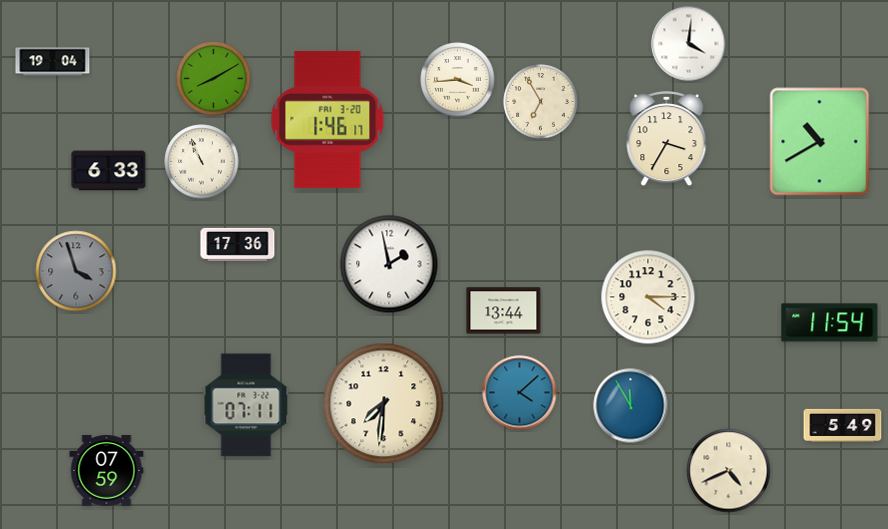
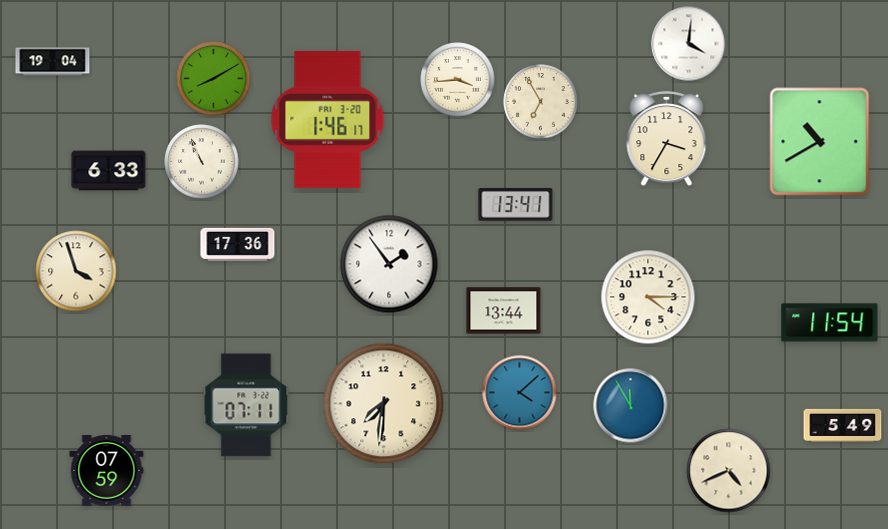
clock at (516, 205): none -> 13:41
clock at (389, 264): 1:58 -> 1:54
clock at (76, 271) dial: grey -> cream
